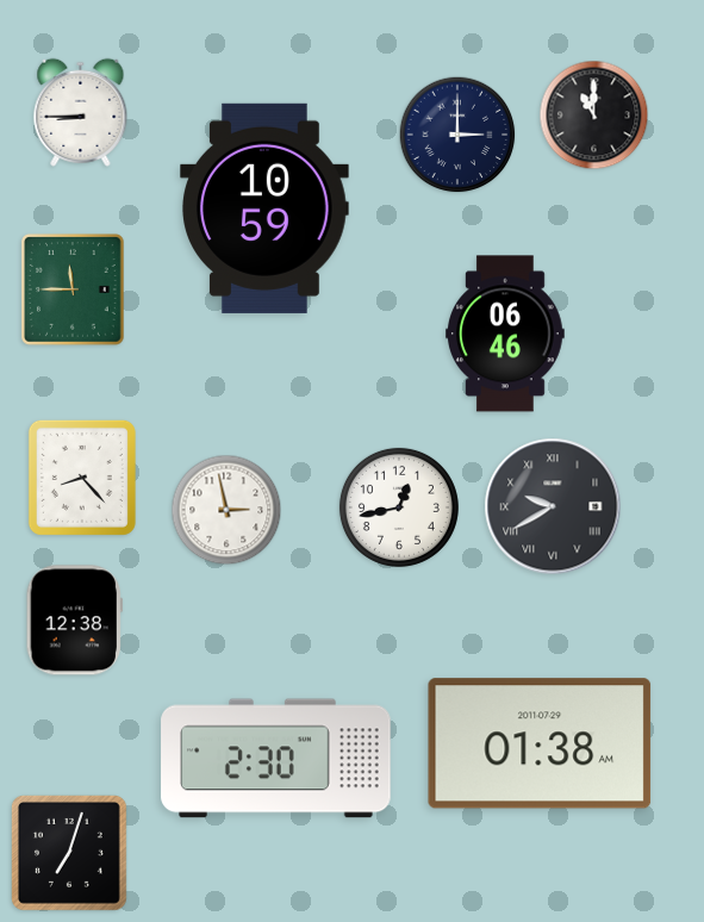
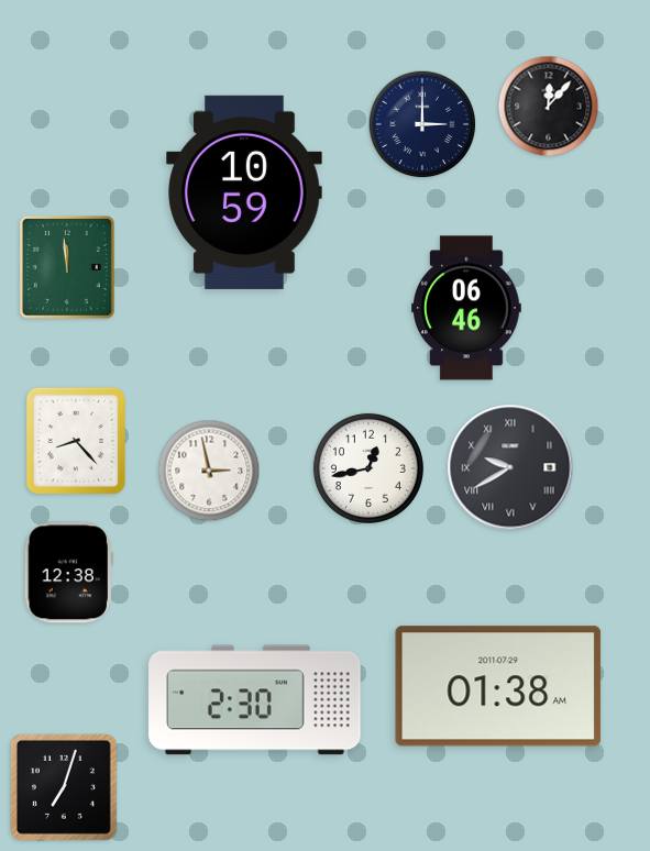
clock at (81, 112): 8:45 -> none
clock at (594, 116): 11:00 -> 12:07
clock at (74, 291): 11:45 -> 11:59
